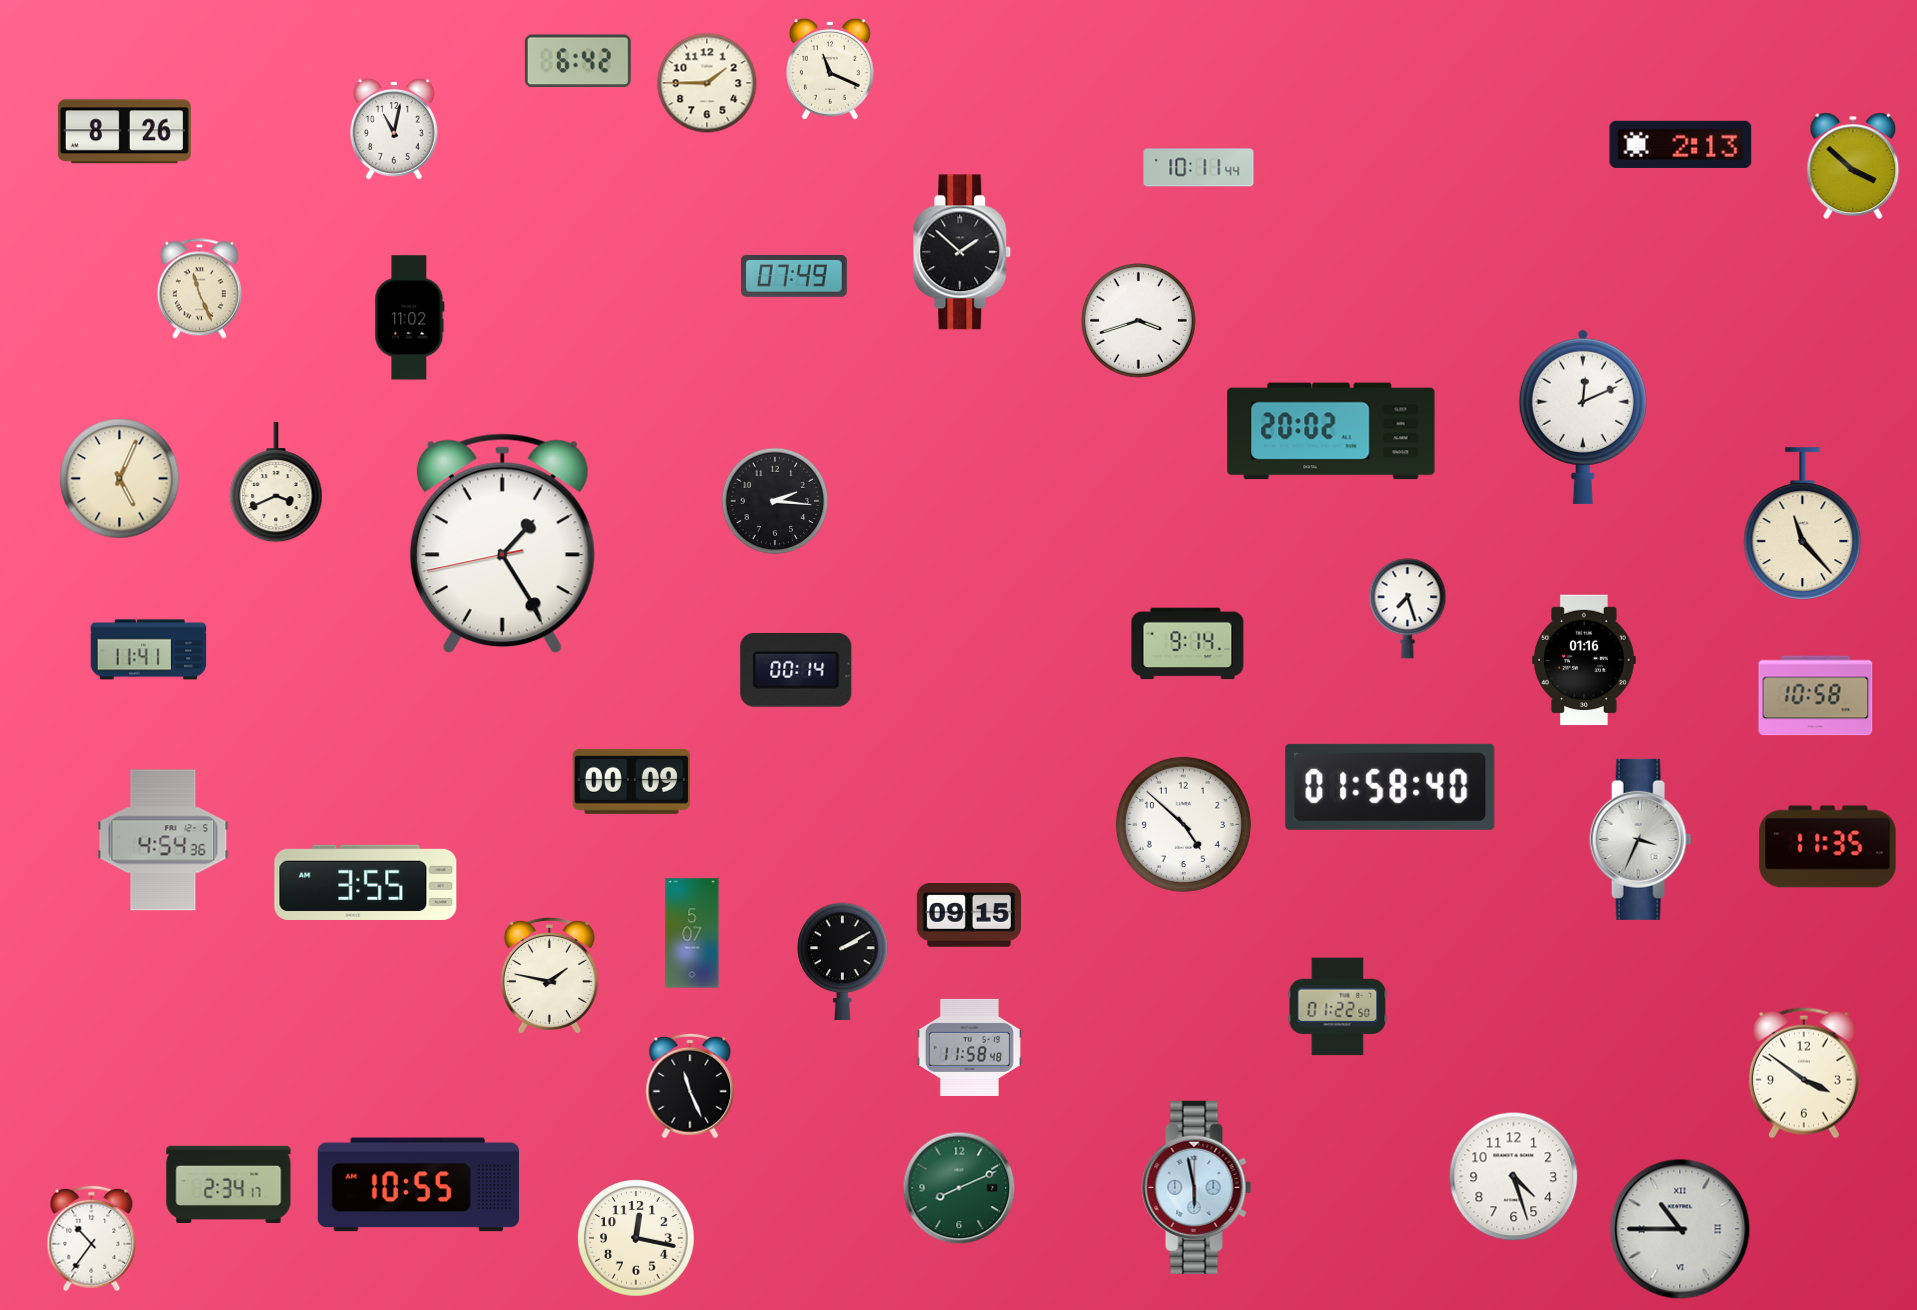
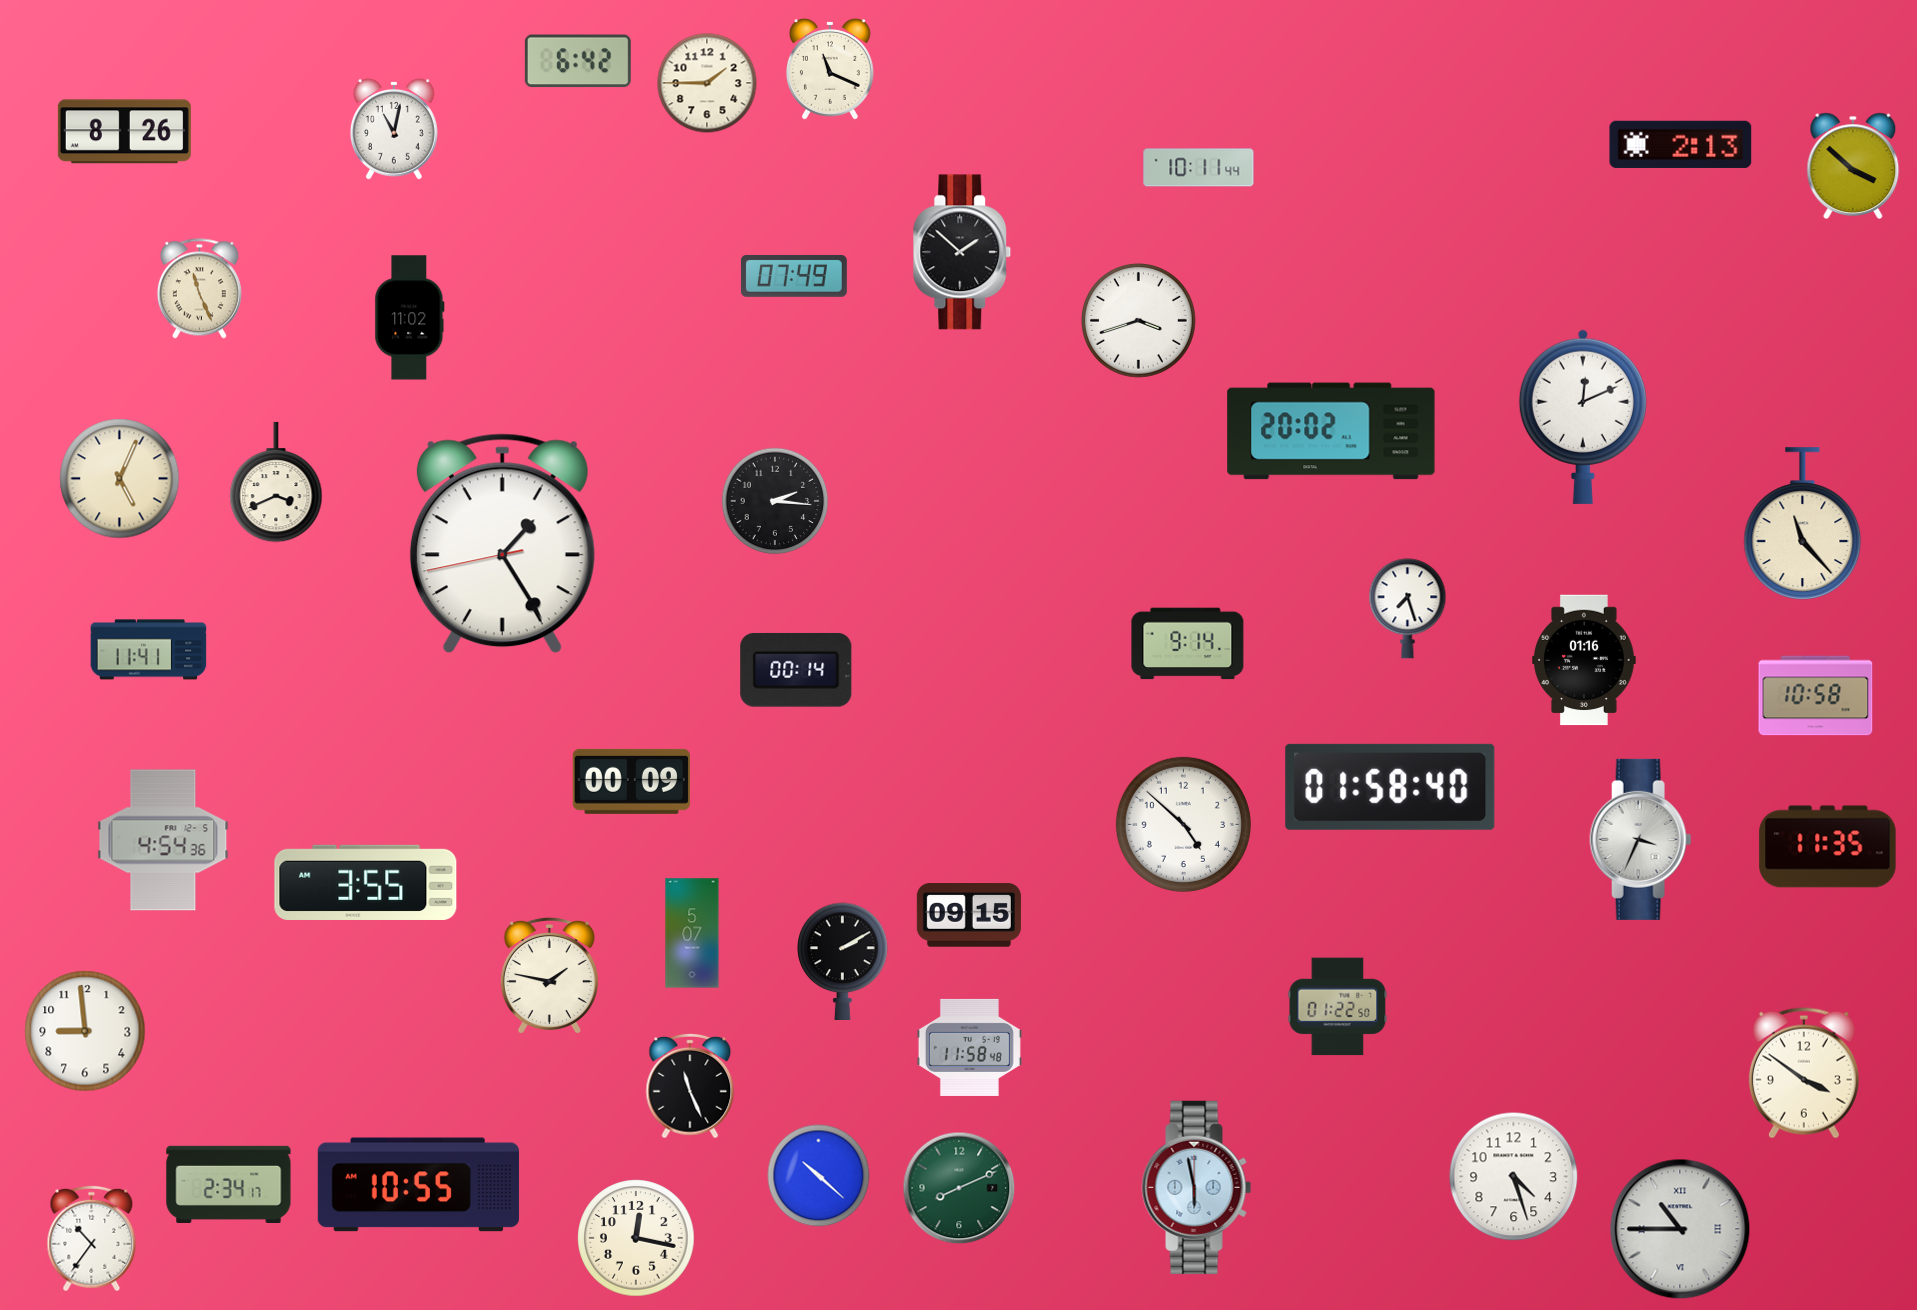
clock at (85, 1031): none -> 8:59
clock at (819, 1176): none -> 10:22
